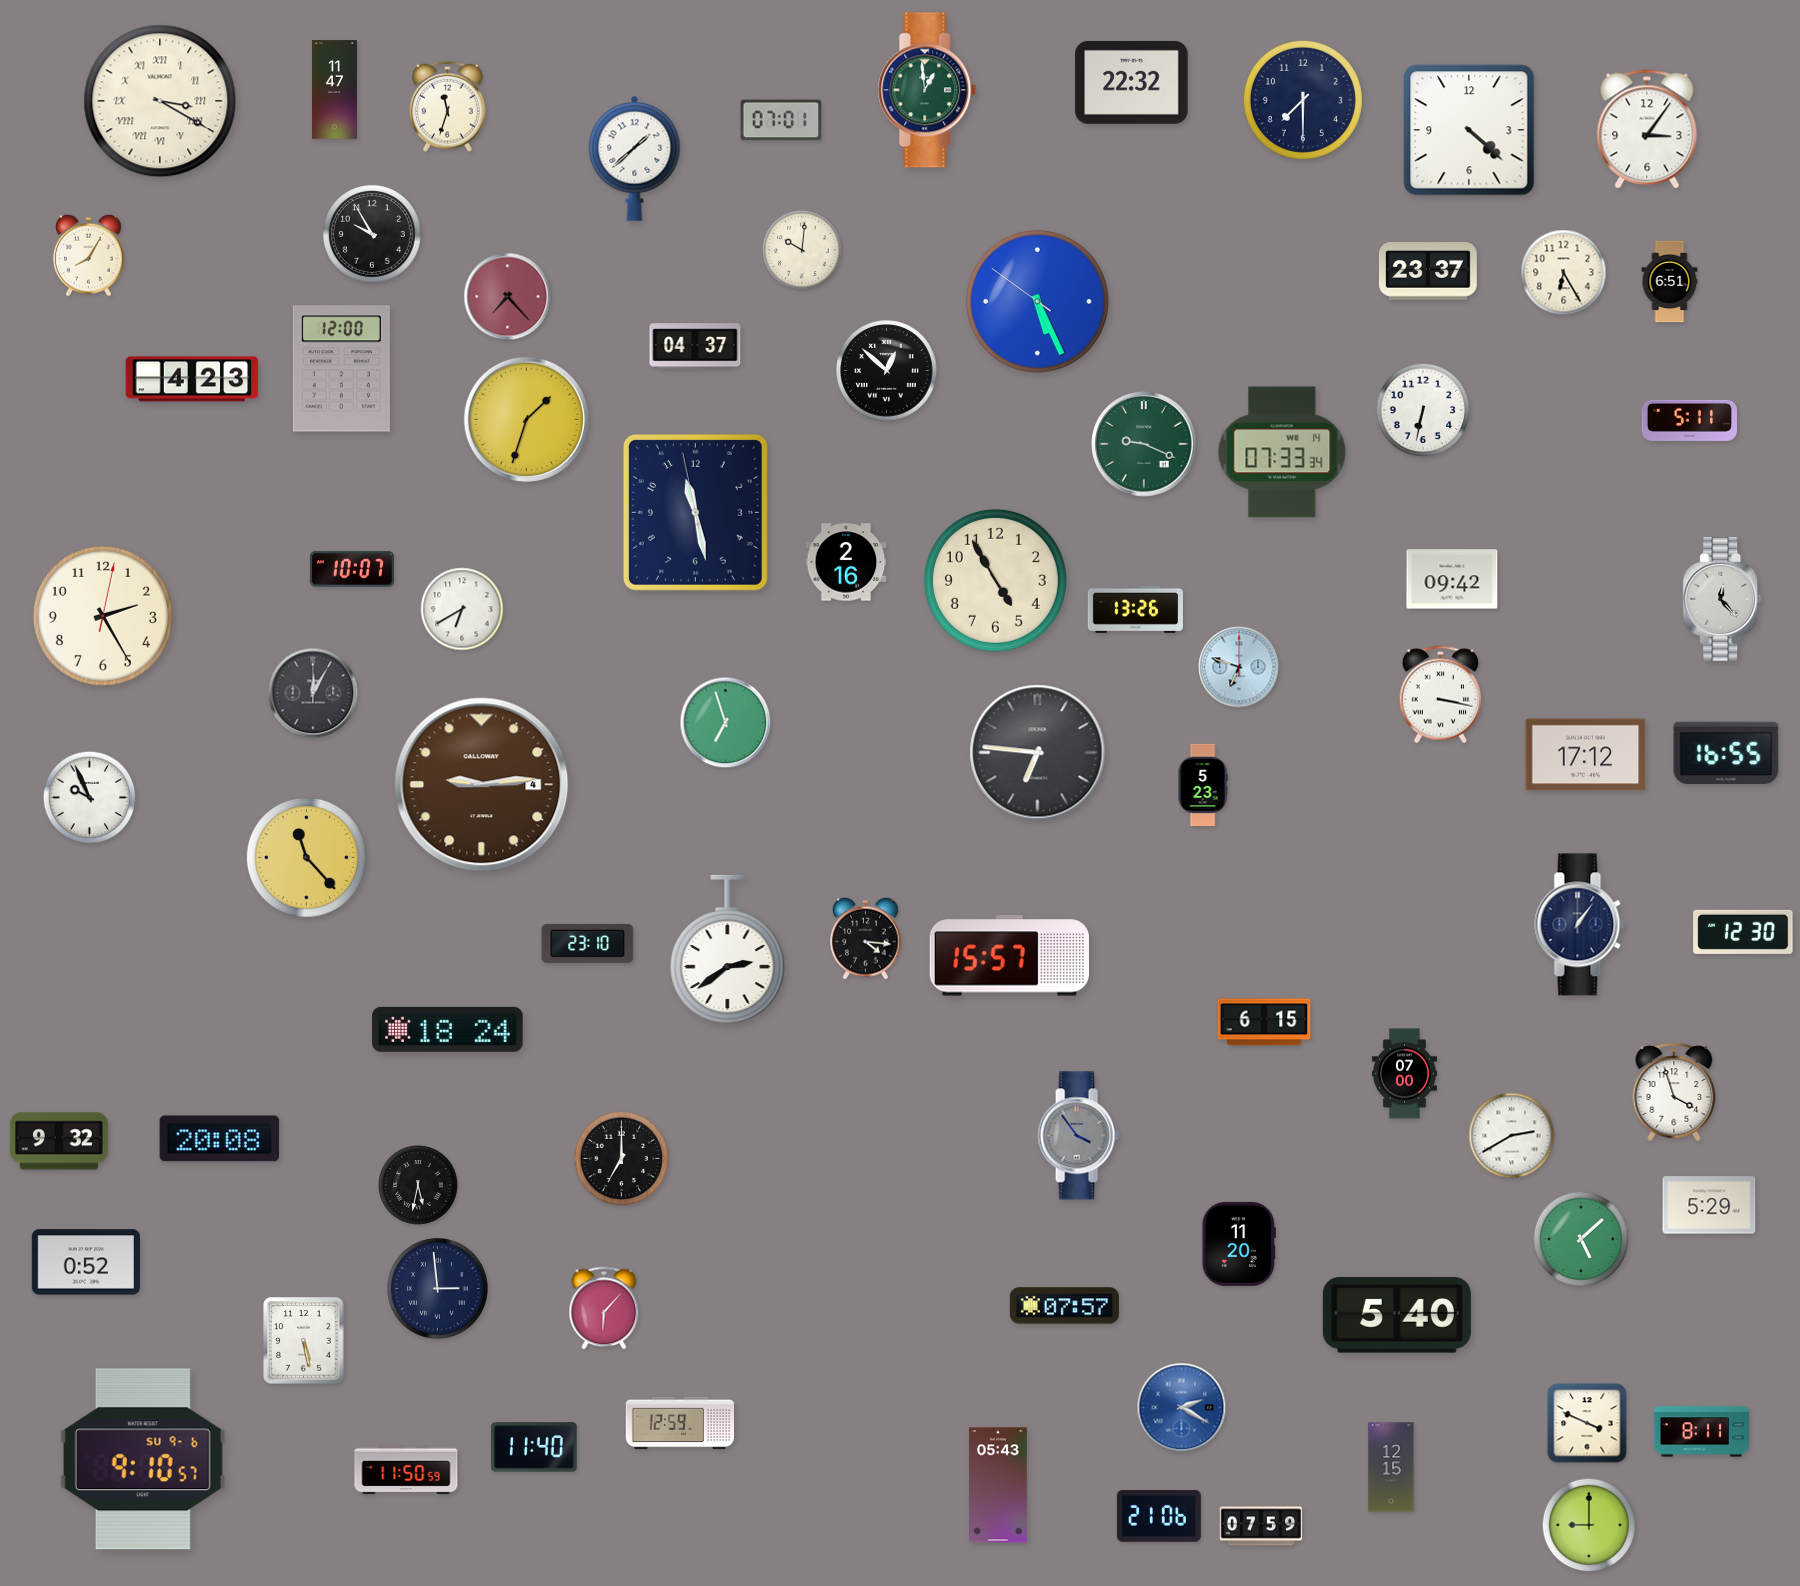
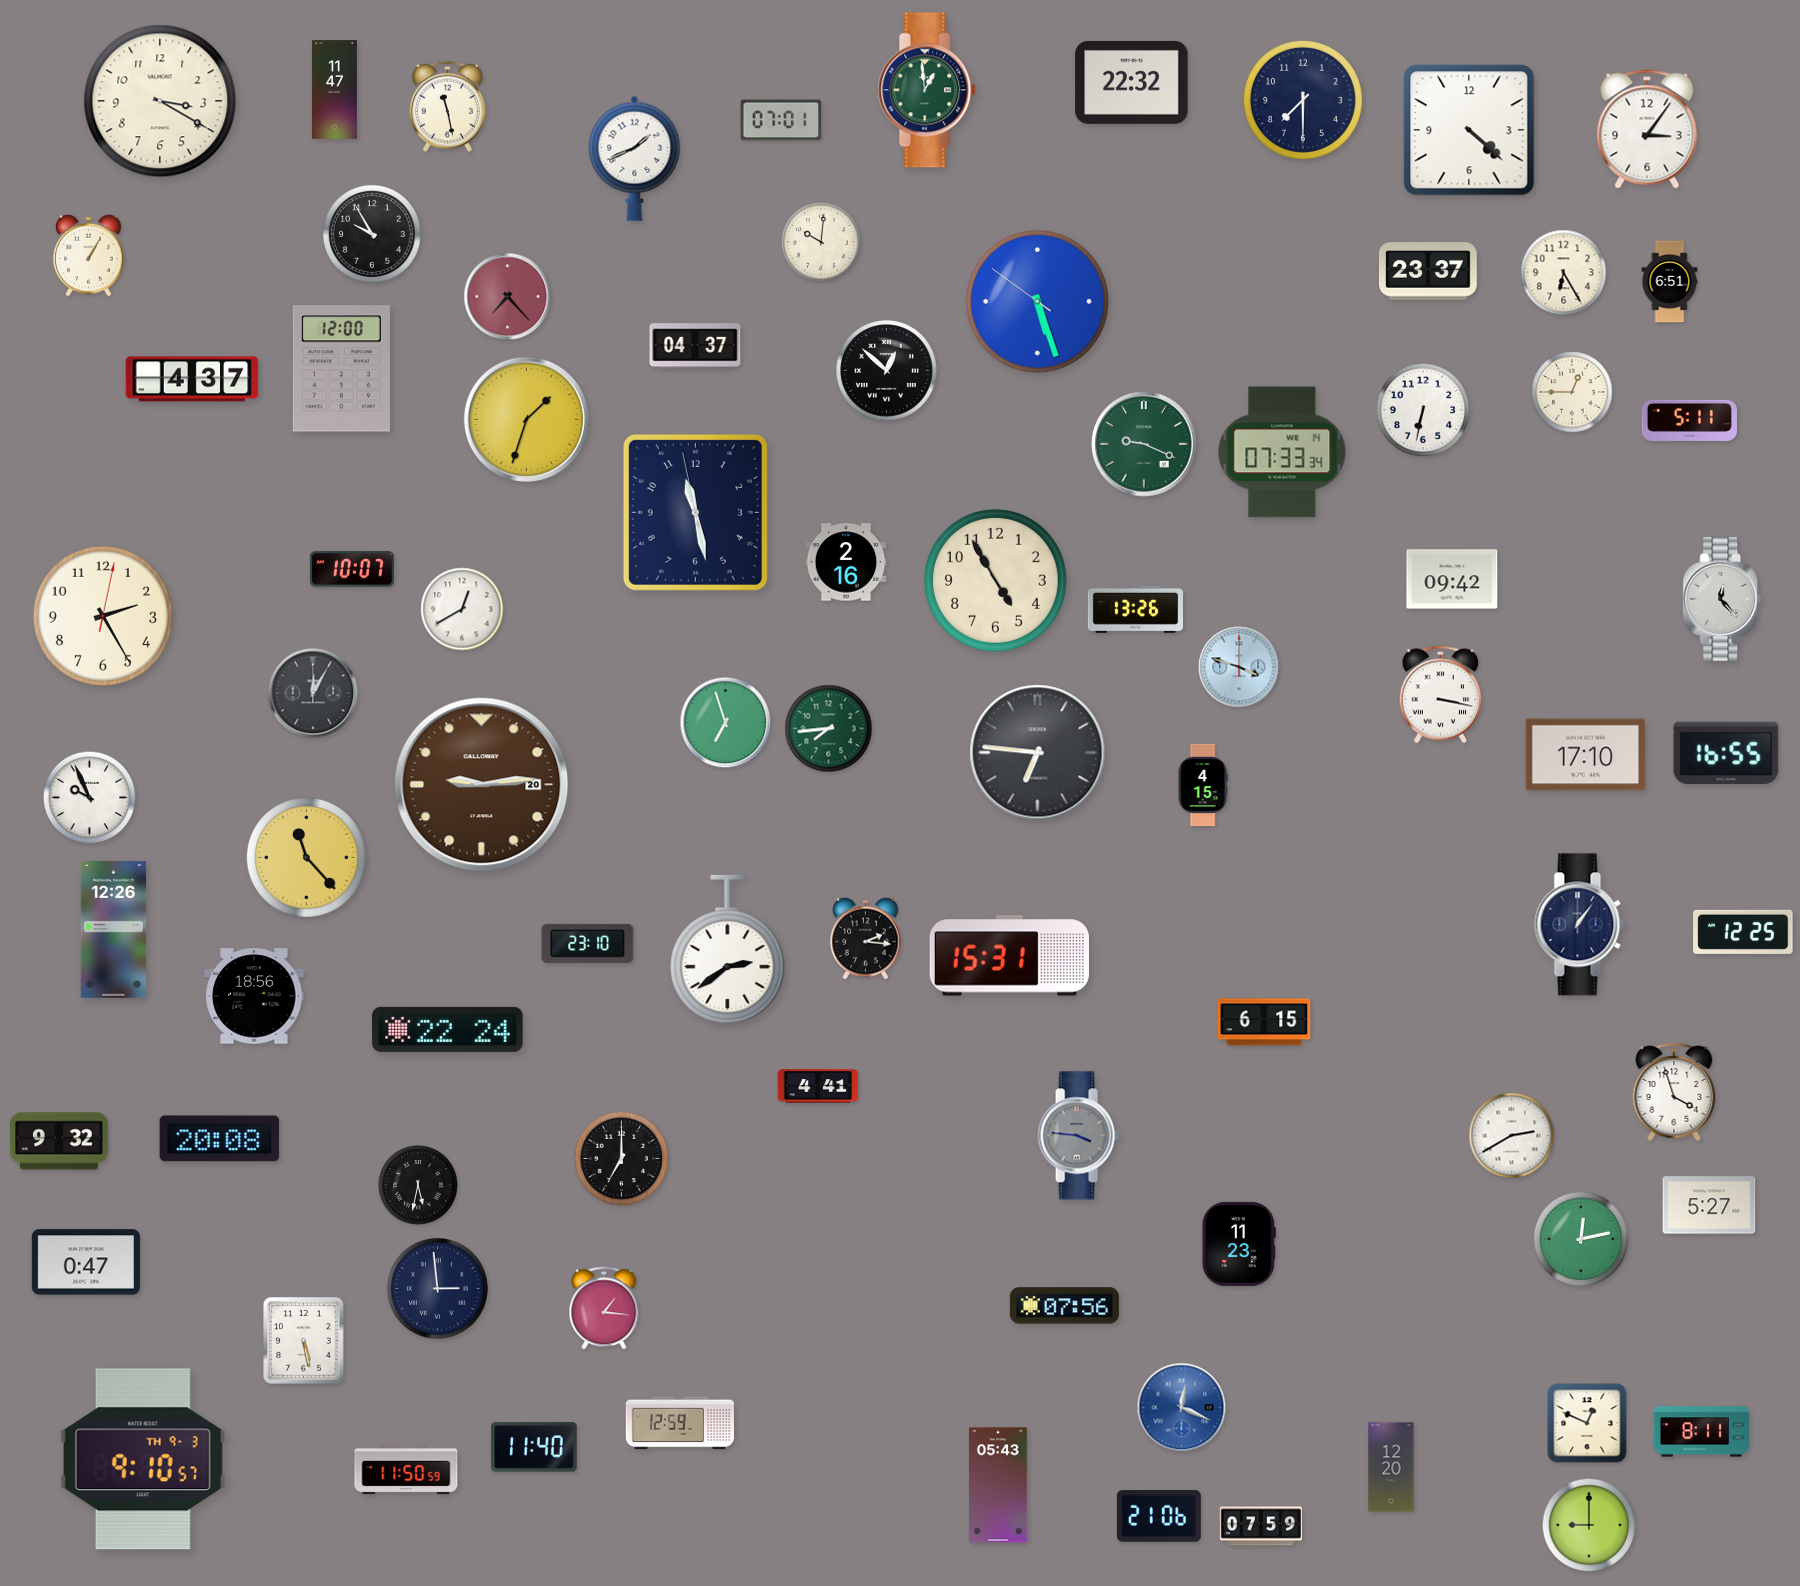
clock at (160, 101) numerals: Roman -> Arabic
clock at (448, 106): 11:33 -> 11:28
clock at (635, 158): 1:38 -> 1:41
clock at (802, 250) position: (802, 250) -> (821, 242)
clock at (89, 255): 8:05 -> 1:05
clock at (1037, 301): 5:25 -> 5:26
clock at (192, 379): 4:23 -> 4:37
clock at (1572, 392): none -> 12:45
clock at (462, 609): 6:40 -> 12:40
clock at (1239, 667): 6:48 -> 3:48
clock at (829, 729): none -> 7:44
clock at (1586, 755): 17:12 -> 17:10
clock at (482, 785) date: 4 -> 20
clock at (1203, 785): 5:23 -> 4:15
clock at (114, 930): none -> 12:26
clock at (1743, 932): 12:30 -> 12:25
clock at (866, 938): 4:16 -> 2:16
clock at (1009, 956): 15:57 -> 15:31
clock at (254, 996): none -> 18:56
clock at (448, 1029): 18:24 -> 22:24
clock at (1404, 1074): 07:00 -> none
clock at (818, 1086): none -> 4:41
clock at (1078, 1136): 3:54 -> 3:46
clock at (1709, 1205): 5:29 -> 5:27
clock at (1580, 1238): 5:08 -> 12:13
clock at (1239, 1244): 11:20 -> 11:23
clock at (86, 1262): 0:52 -> 0:47
clock at (1064, 1306): 07:57 -> 07:56
clock at (604, 1308): 6:07 -> 1:16
clock at (1397, 1315): 5:40 -> none
clock at (1182, 1408): 2:20 -> 12:19
clock at (1587, 1423): 3:49 -> 12:49
clock at (143, 1459) date: SU 9-6 -> TH 9-3
clock at (1391, 1467): 12:15 -> 12:20
